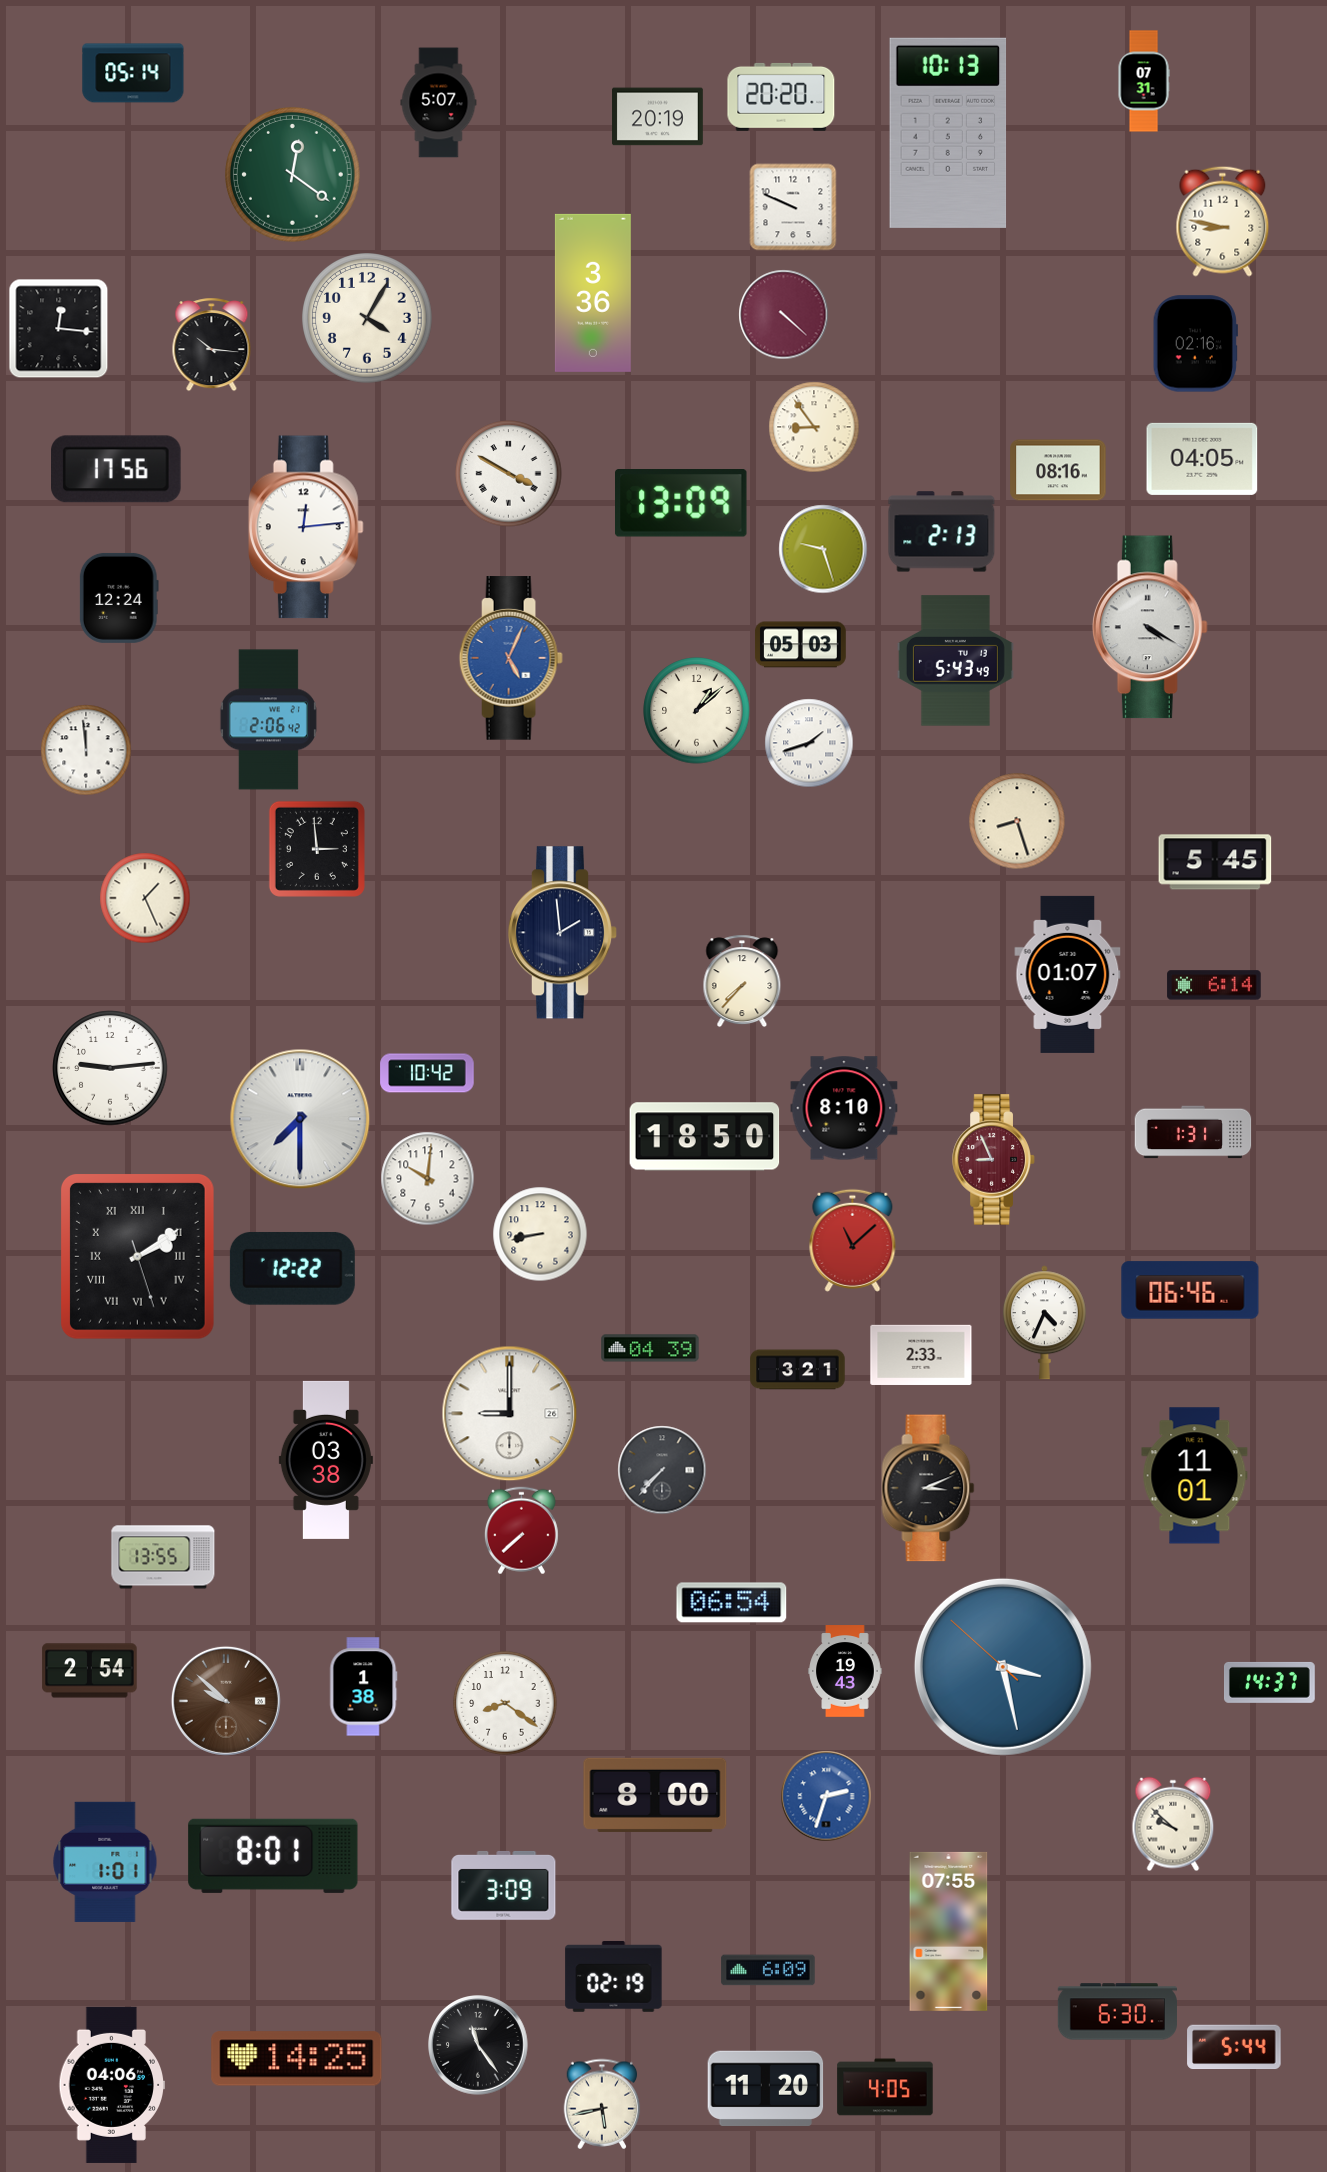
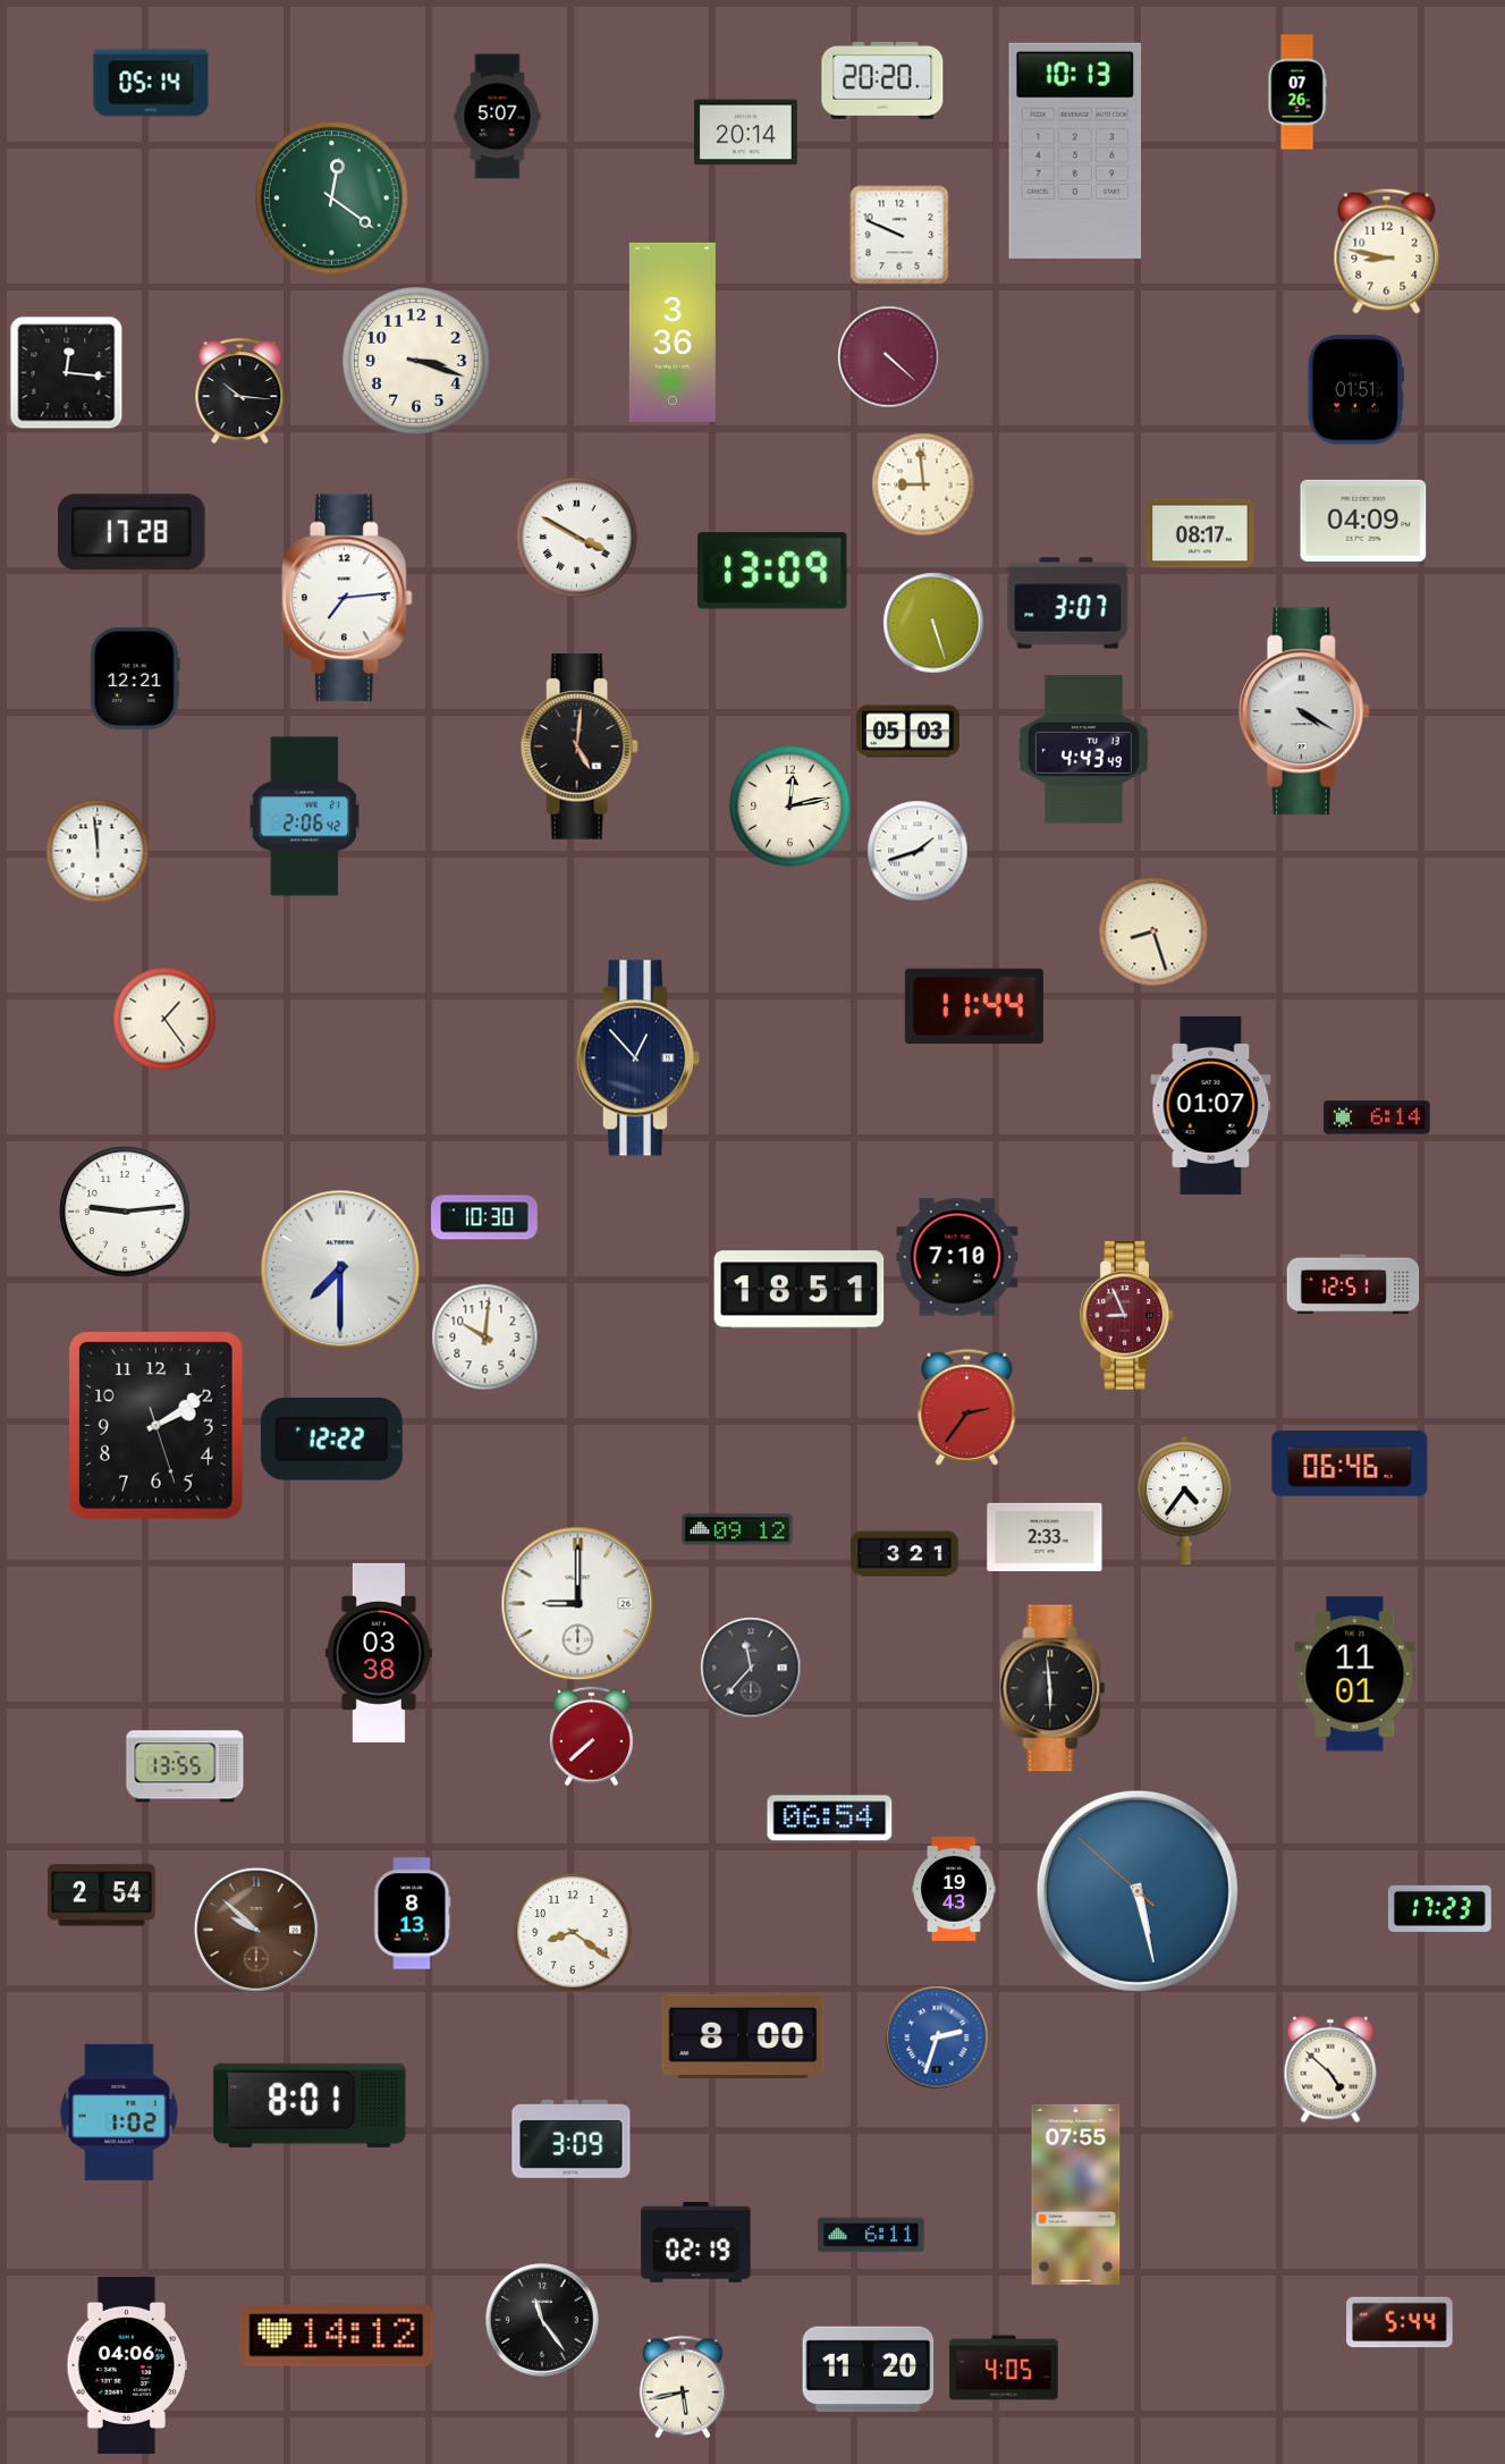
clock at (1144, 81): 07:31 -> 07:26
clock at (781, 97) position: (781, 97) -> (882, 81)
clock at (658, 117): 20:19 -> 20:14
clock at (367, 318): 4:05 -> 3:18
clock at (1195, 344): 02:16 -> 01:51
clock at (814, 427): 8:54 -> 8:59
clock at (1202, 459): 04:05 -> 04:09
clock at (117, 469): 17:56 -> 17:28
clock at (1058, 470): 08:16 -> 08:17
clock at (306, 527): 12:14 -> 7:14
clock at (942, 532): 2:13 -> 3:07
clock at (823, 549): 9:27 -> 5:27
clock at (119, 598): 12:24 -> 12:21
clock at (511, 658): 5:04 -> 5:01
clock at (511, 658) dial: blue -> black
clock at (955, 661): 5:43 -> 4:43
clock at (697, 711): 1:08 -> 12:13
clock at (809, 743) position: (809, 743) -> (918, 851)
clock at (317, 849): 2:59 -> none
clock at (1215, 862): 5:45 -> none
clock at (974, 1005): none -> 11:44
clock at (145, 898): 1:26 -> 1:24
clock at (563, 933): 1:59 -> 12:53
clock at (742, 981): 7:37 -> none
clock at (427, 1073): 10:42 -> 10:30
clock at (844, 1108): 8:10 -> 7:10
clock at (1193, 1132): 1:31 -> 12:51
clock at (705, 1137): 18:50 -> 18:51
clock at (540, 1234): 8:43 -> none
clock at (853, 1240): 11:08 -> 2:36
clock at (137, 1256) numerals: Roman -> Arabic
clock at (1044, 1323): 4:34 -> 4:36
clock at (650, 1348): 04:39 -> 09:12
clock at (326, 1460) position: (326, 1460) -> (379, 1653)
clock at (662, 1470): 7:37 -> 11:37
clock at (928, 1488): 3:11 -> 5:59
clock at (1003, 1667): 3:27 -> 5:27
clock at (845, 1671) position: (845, 1671) -> (954, 1889)
clock at (1270, 1682): 14:37 -> 17:23
clock at (364, 1687): 1:38 -> 8:13
clock at (1173, 1824): 9:52 -> 4:52
clock at (105, 1862): 1:01 -> 1:02
clock at (949, 1931) position: (949, 1931) -> (1076, 2194)
clock at (768, 1970): 6:09 -> 6:11
clock at (1117, 2012): 6:30 -> none
clock at (297, 2059): 14:25 -> 14:12
